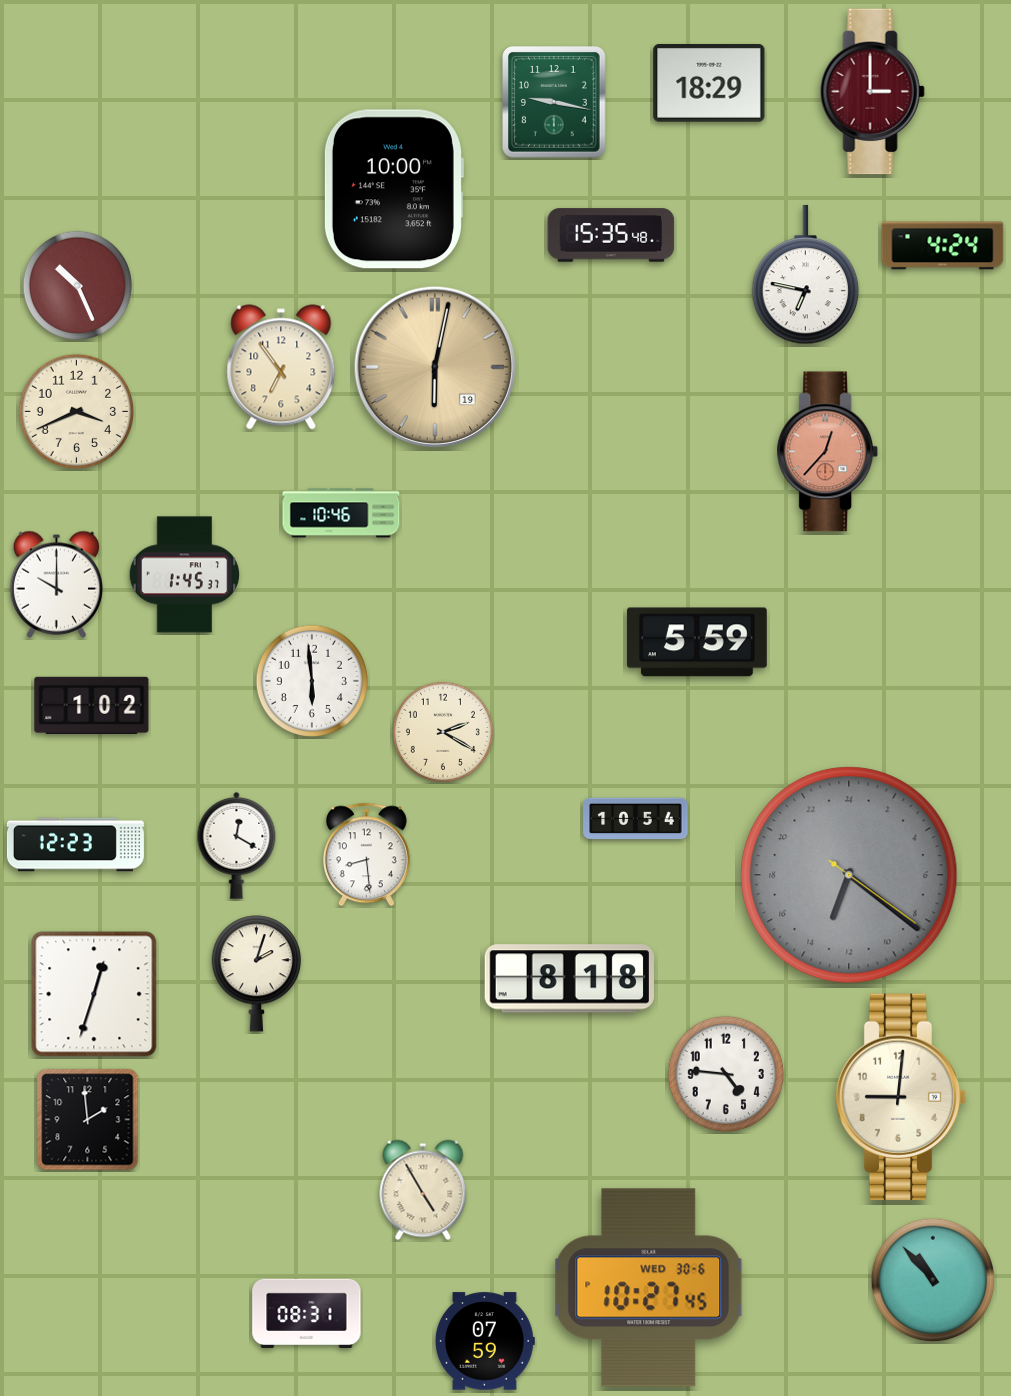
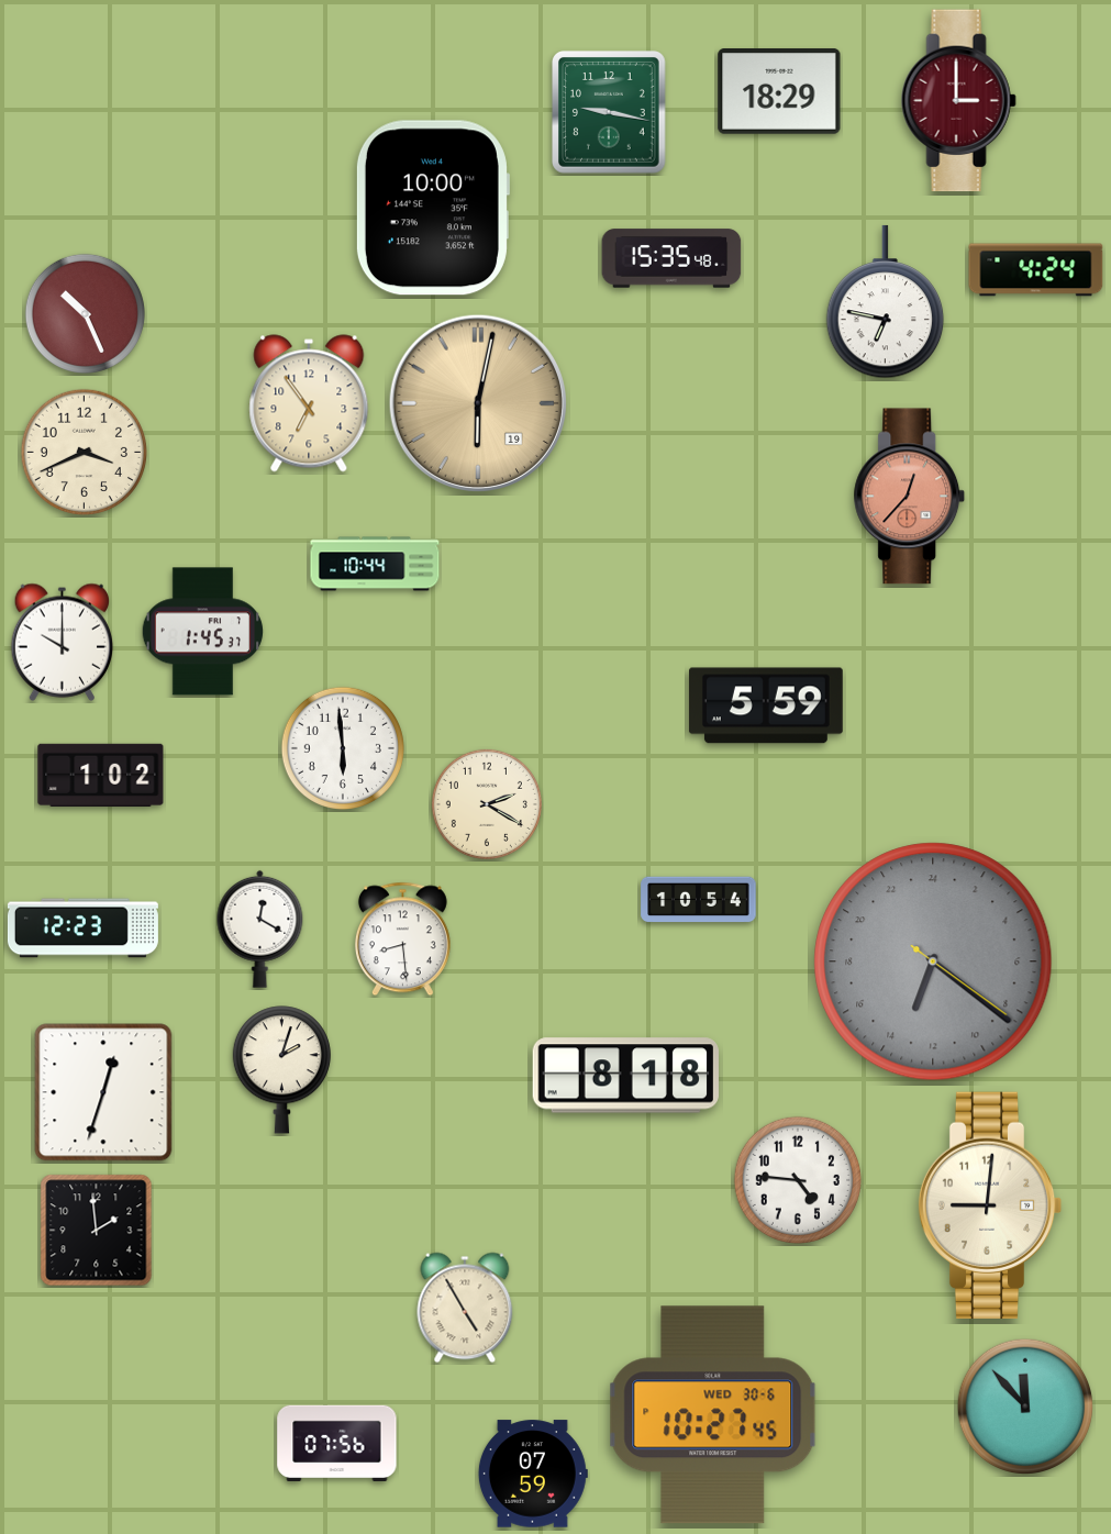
clock at (341, 513): 10:46 -> 10:44
clock at (933, 1280): 10:53 -> 11:53
clock at (307, 1313): 08:31 -> 07:56
